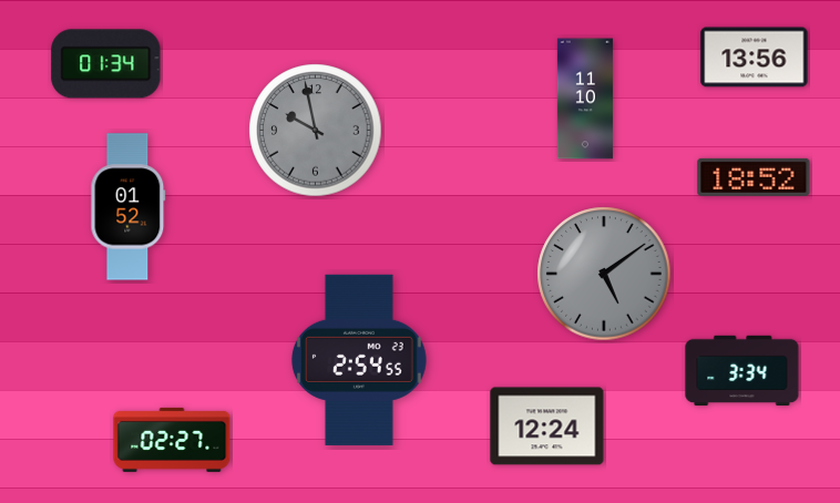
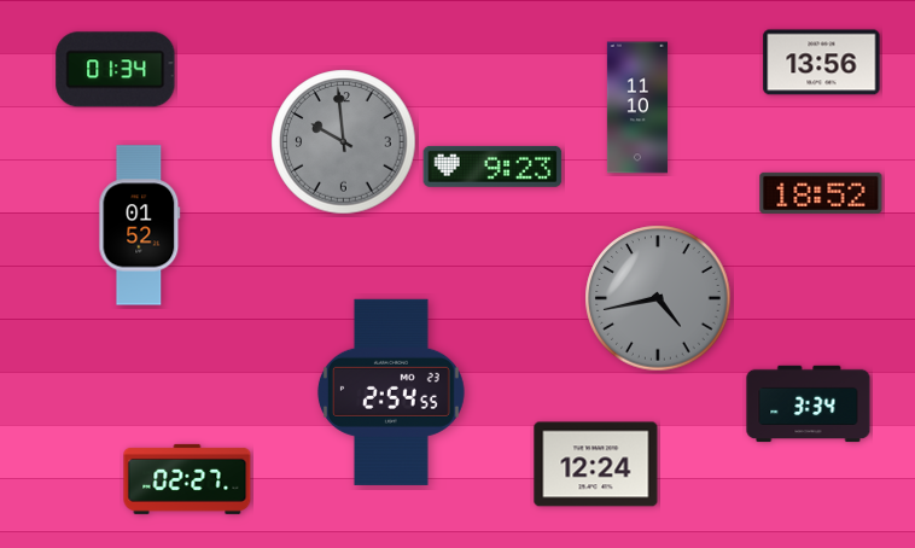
clock at (316, 131): 9:58 -> 9:59
clock at (493, 167): none -> 9:23
clock at (604, 274): 5:09 -> 4:43
